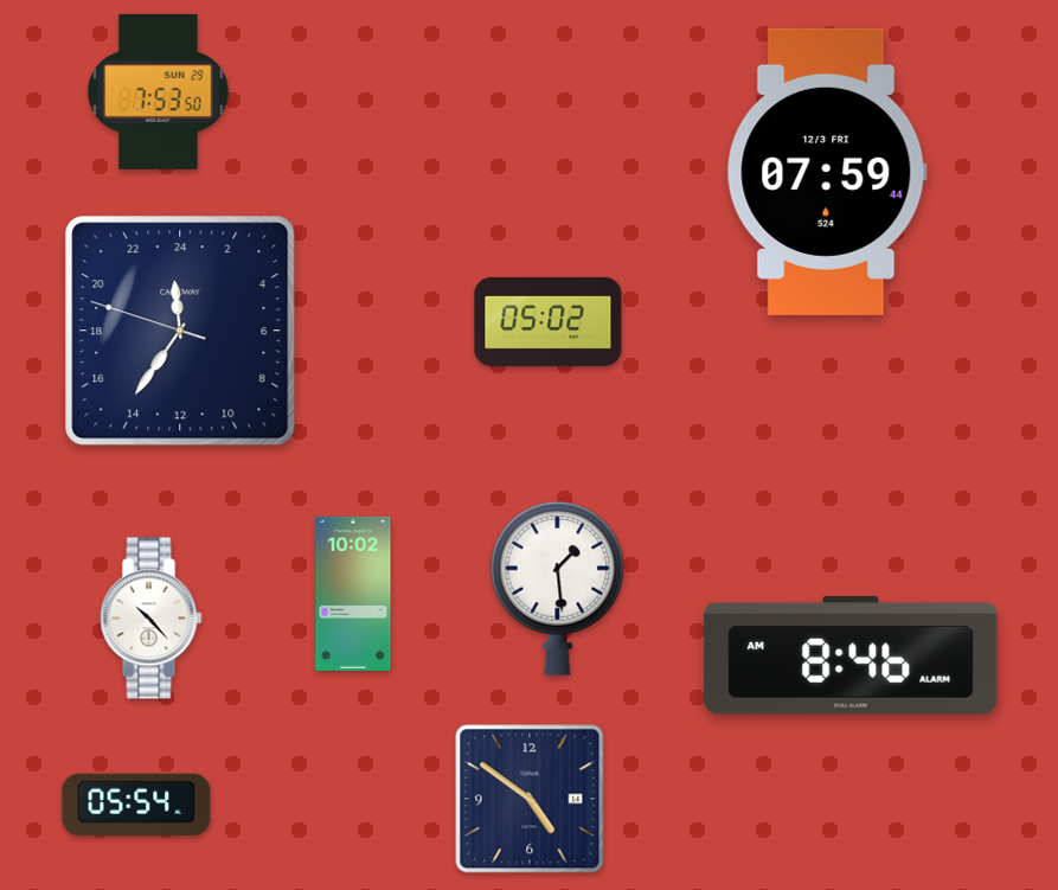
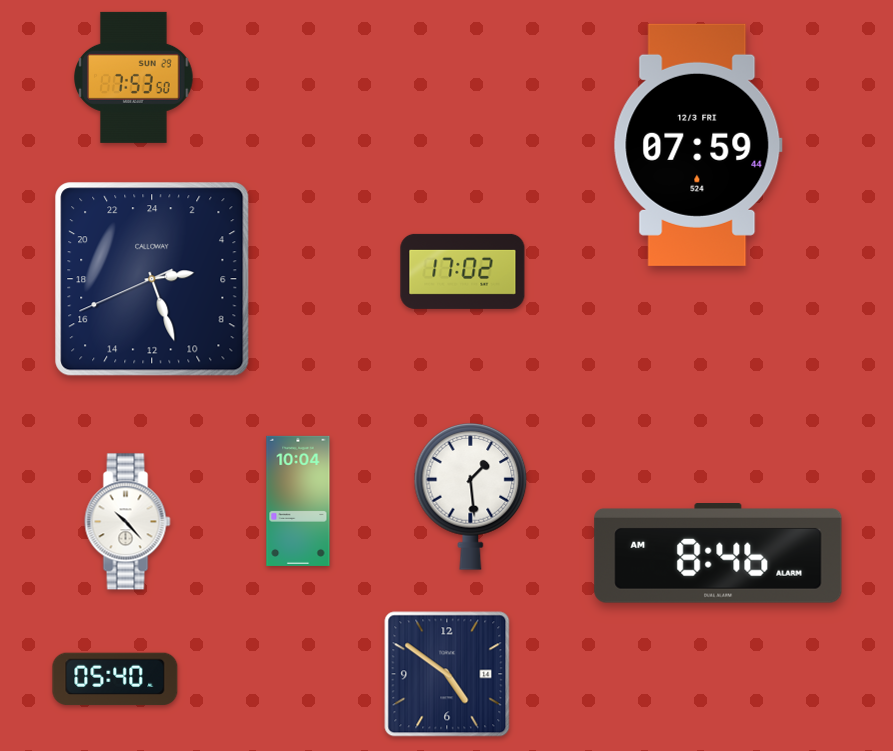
clock at (549, 321): 05:02 -> 17:02
clock at (180, 331): 23:35 -> 5:26
clock at (353, 594): 10:02 -> 10:04
clock at (136, 805): 05:54 -> 05:40
